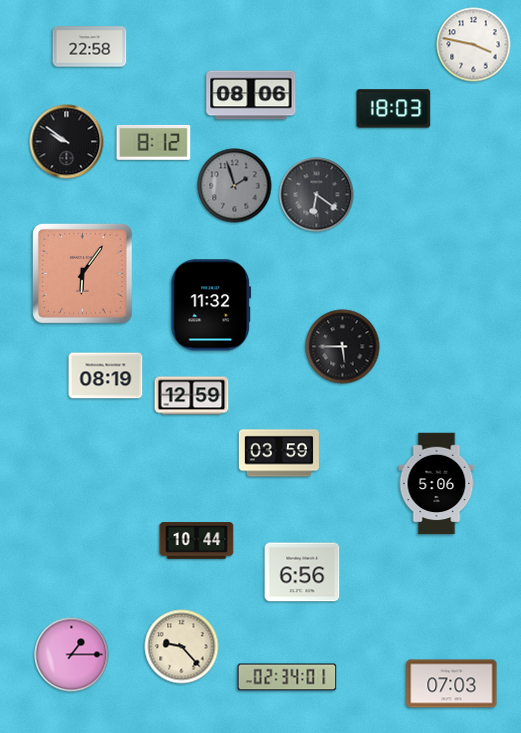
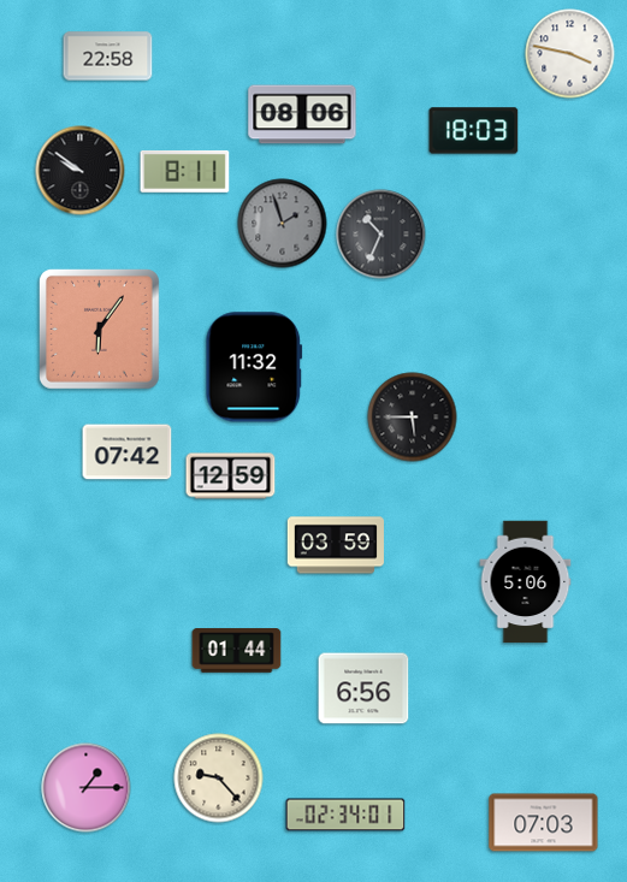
clock at (154, 142): 8:12 -> 8:11
clock at (317, 195): 6:21 -> 10:34
clock at (106, 376): 08:19 -> 07:42
clock at (197, 541): 10:44 -> 01:44
